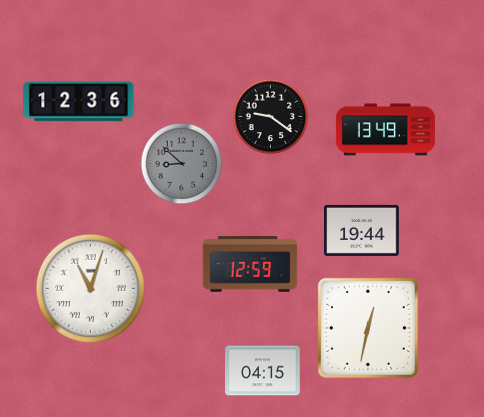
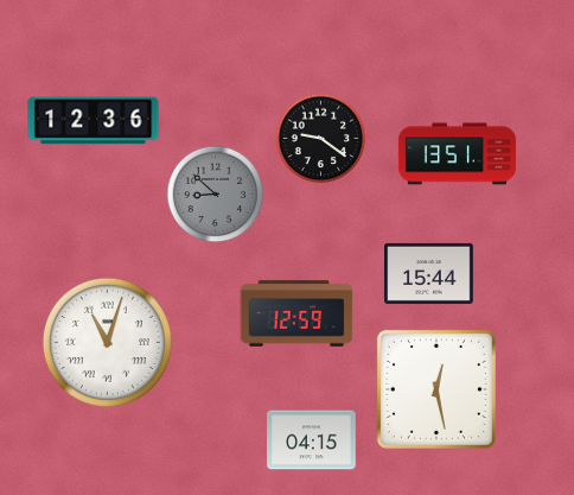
clock at (385, 130): 13:49 -> 13:51
clock at (362, 230): 19:44 -> 15:44
clock at (368, 328): 12:32 -> 12:28
